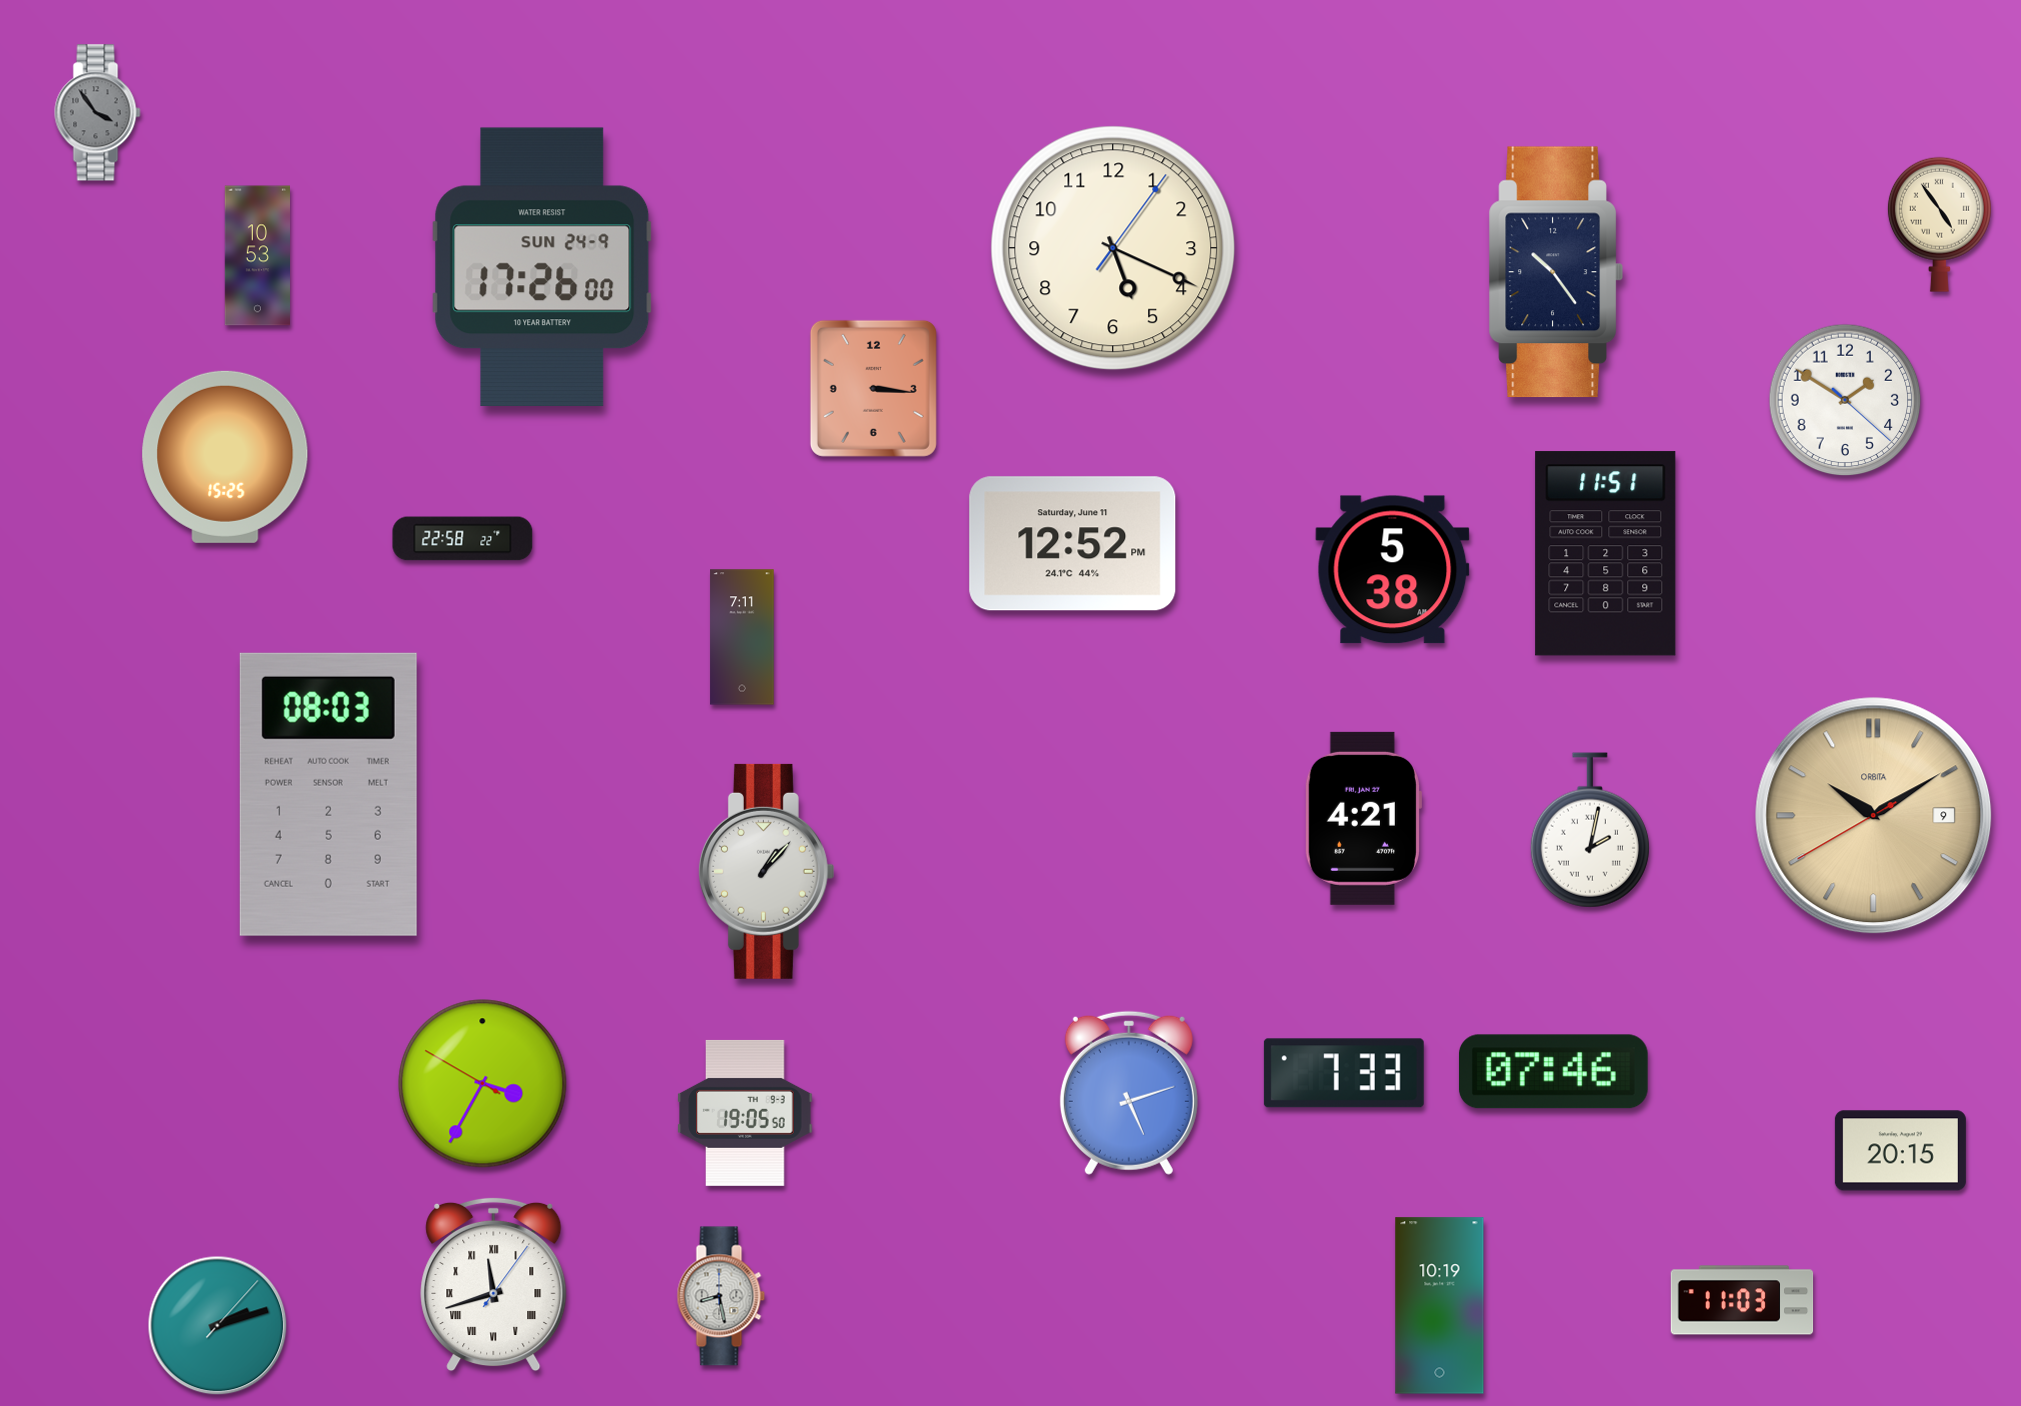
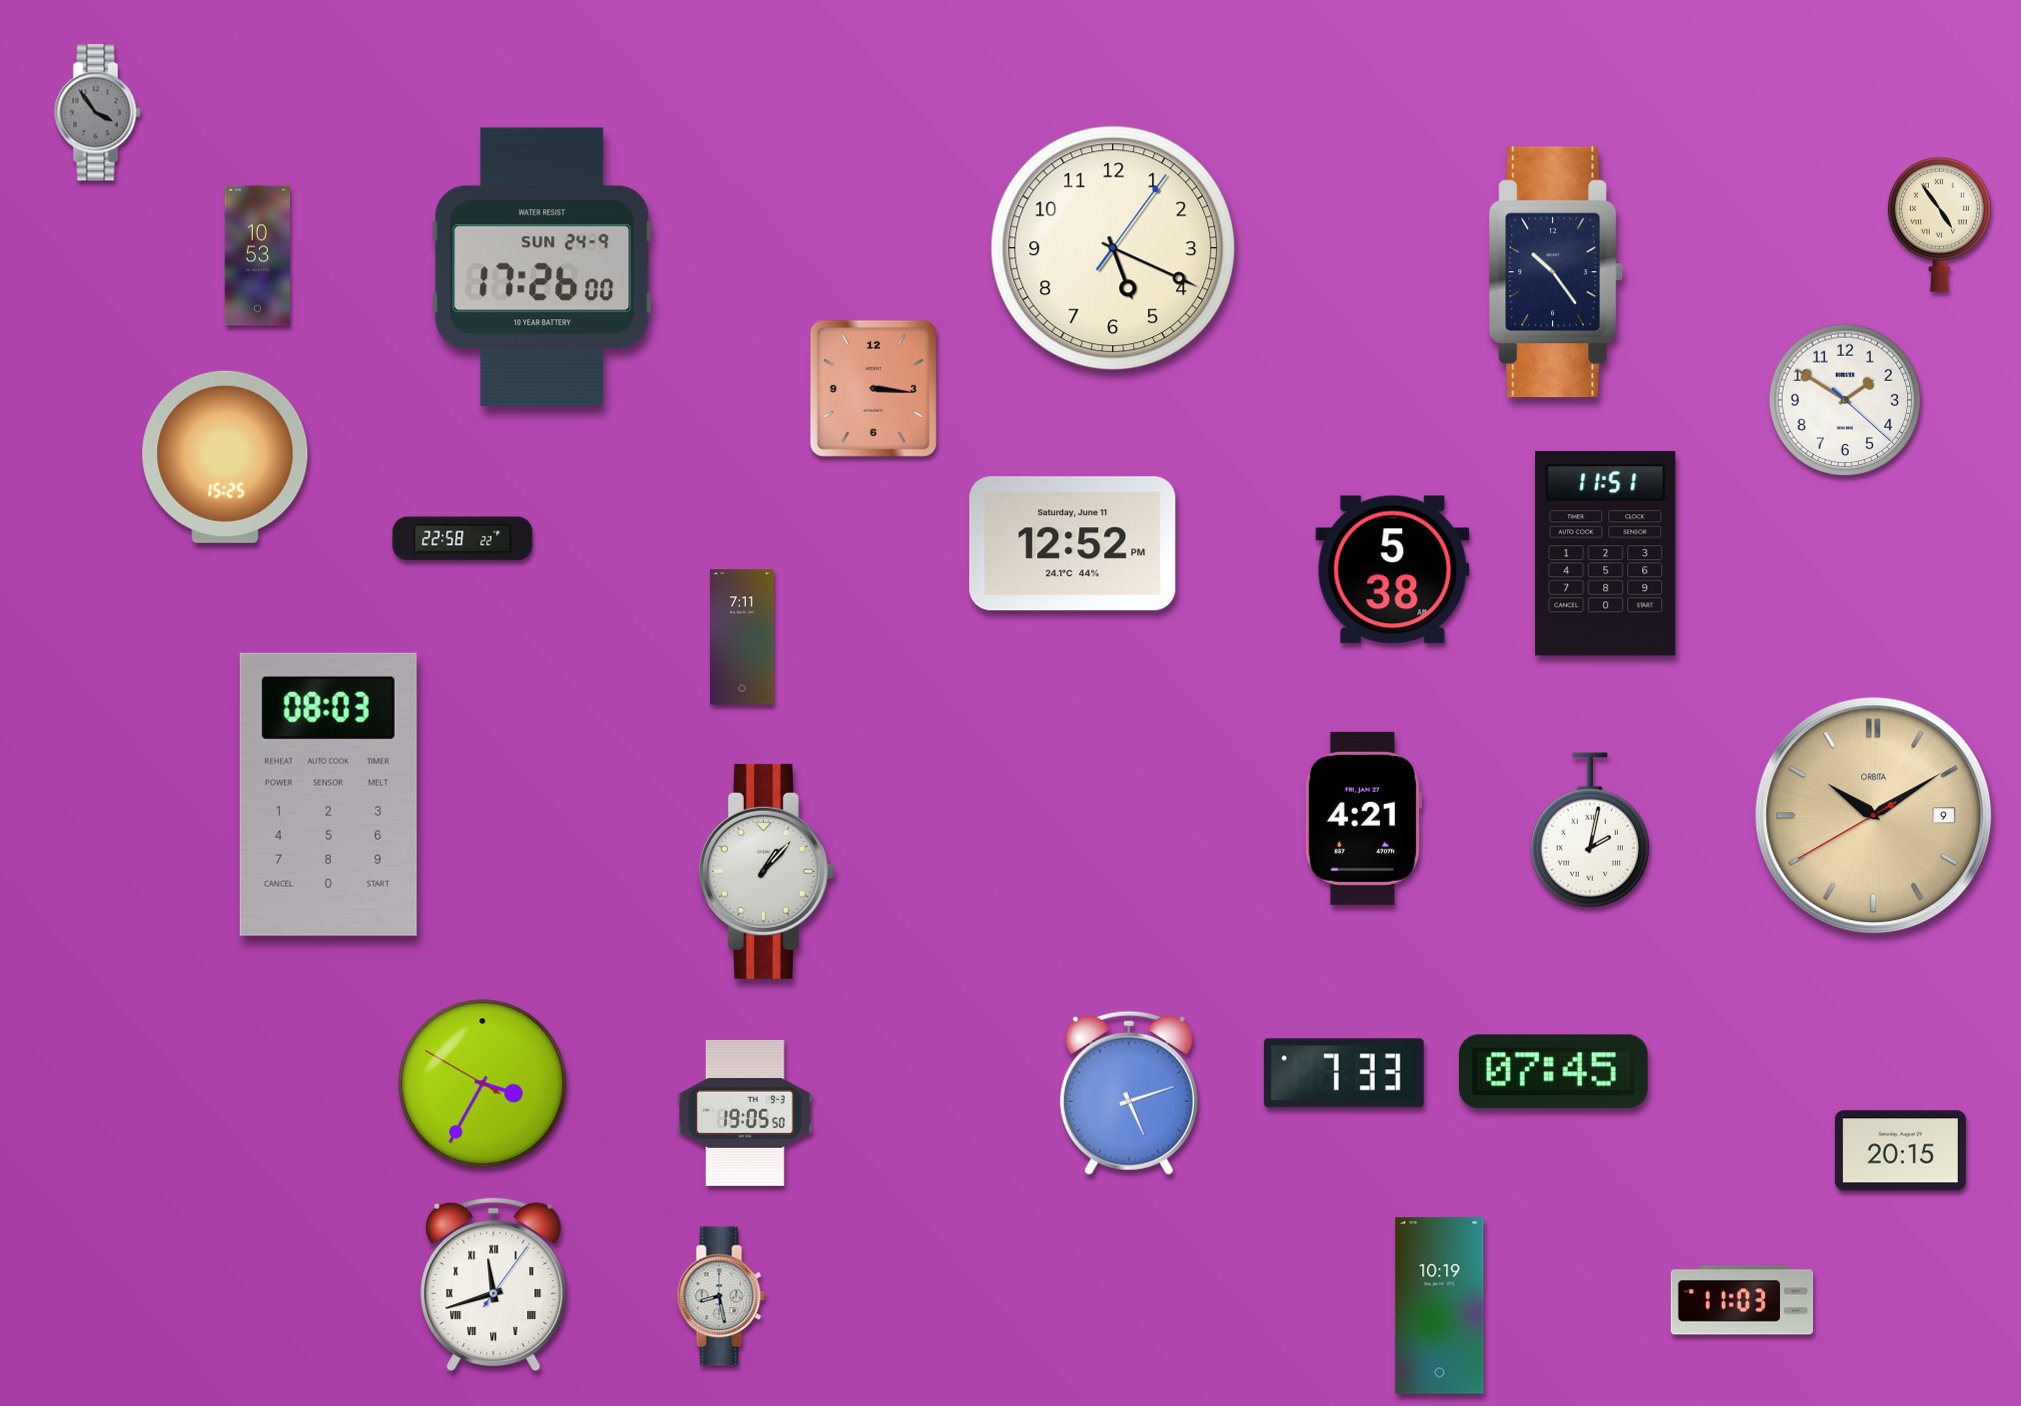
clock at (1554, 1072): 07:46 -> 07:45
clock at (218, 1326): 2:12 -> none
